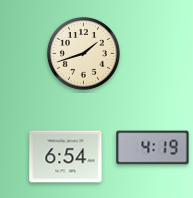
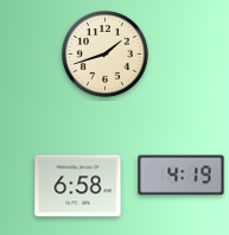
clock at (83, 53) position: (83, 53) -> (104, 53)
clock at (66, 157): 6:54 -> 6:58
